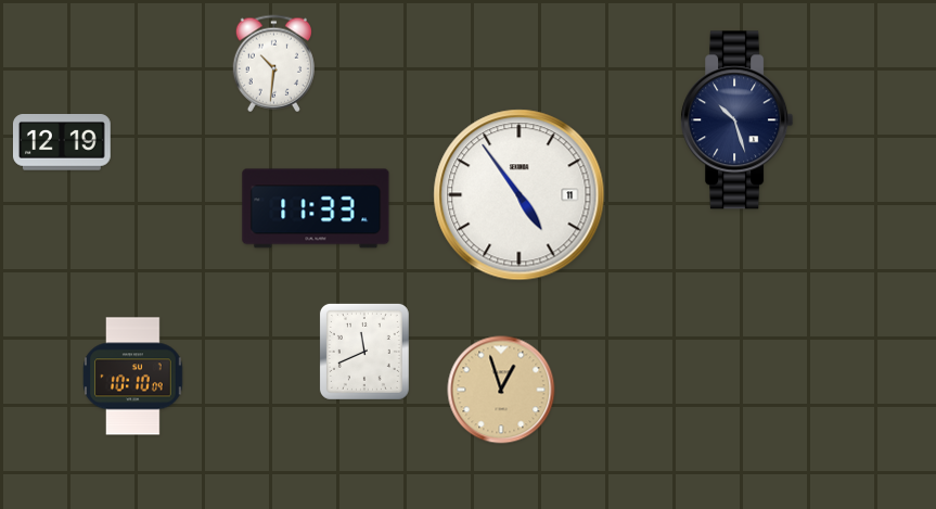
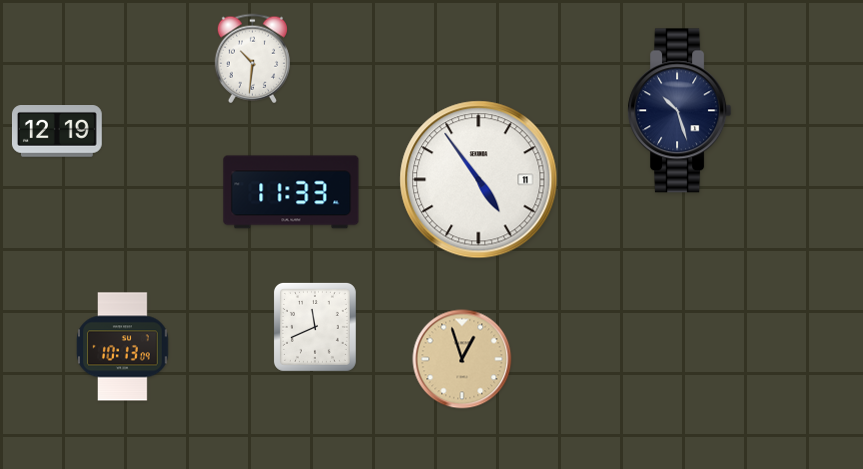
clock at (364, 352) position: (364, 352) -> (315, 327)
clock at (133, 377): 10:10 -> 10:13
